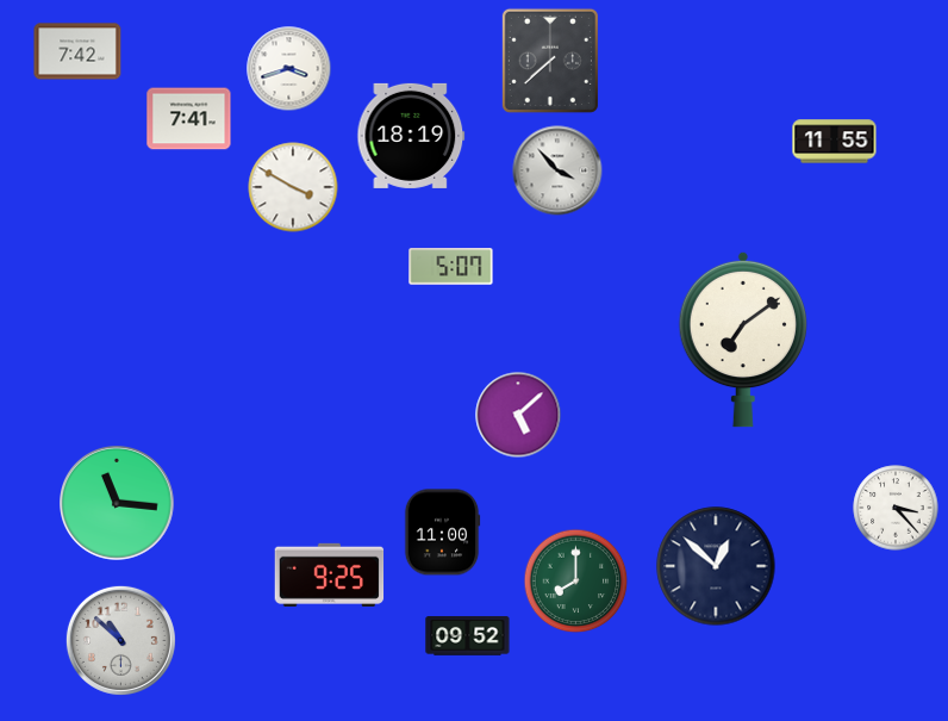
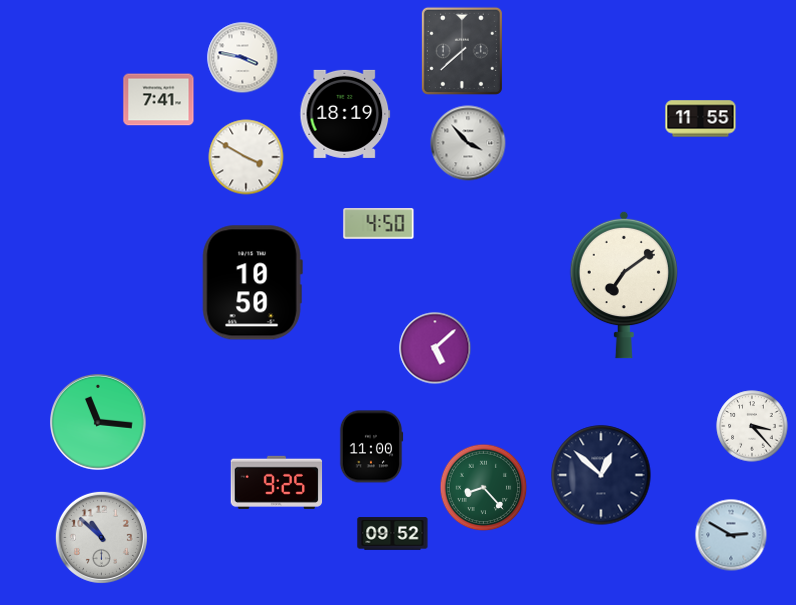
clock at (77, 51): 7:42 -> none
clock at (289, 69): 3:42 -> 3:47
clock at (451, 267): 5:07 -> 4:50
clock at (252, 283): none -> 10:50
clock at (576, 582): 8:00 -> 8:23
clock at (731, 535): none -> 2:50
